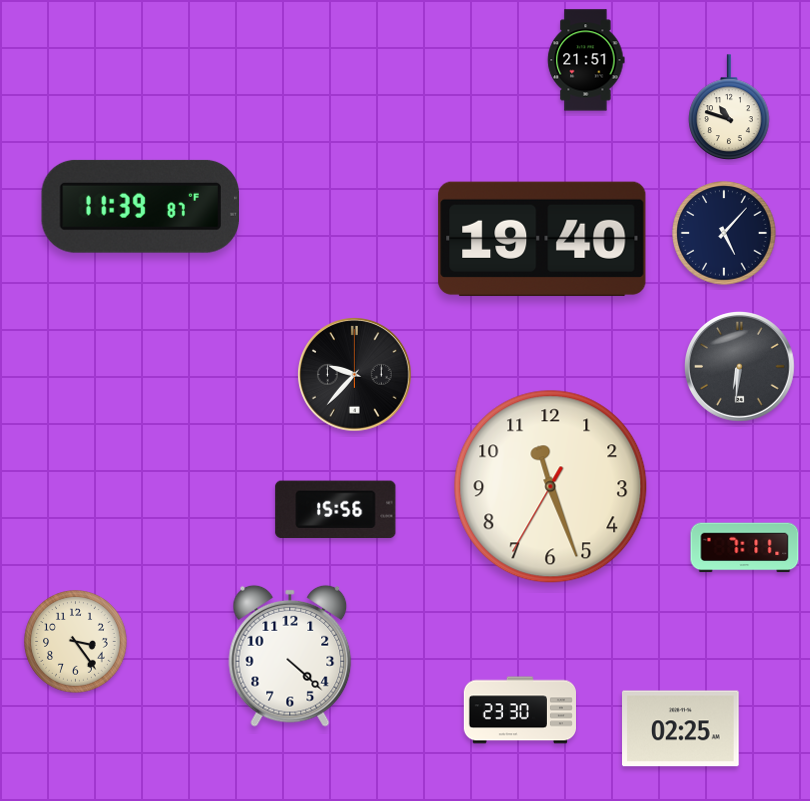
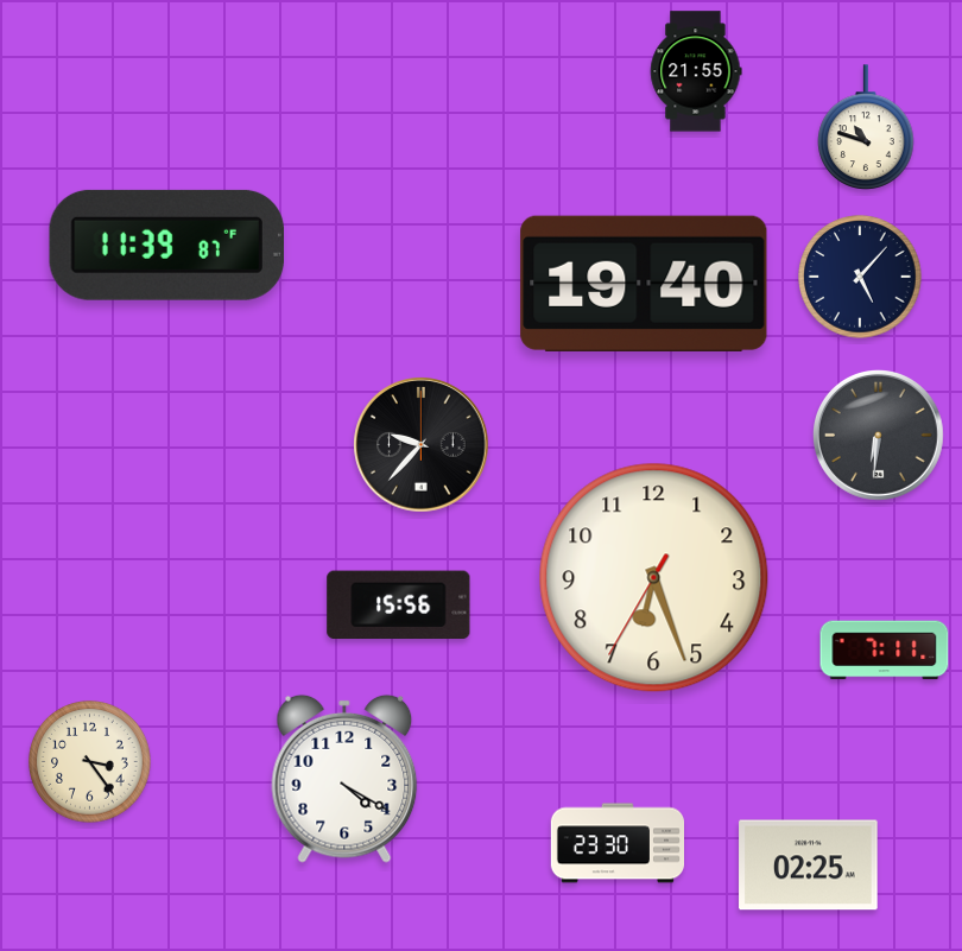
clock at (586, 60): 21:51 -> 21:55
clock at (551, 487): 11:26 -> 6:26
clock at (290, 656): 4:22 -> 4:20
